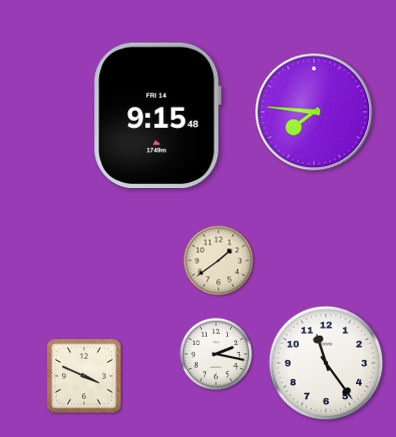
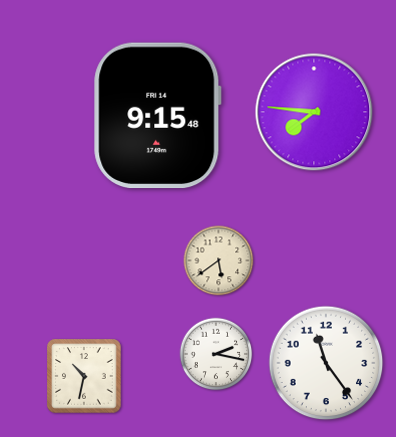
clock at (219, 261): 1:39 -> 5:39
clock at (84, 376): 3:49 -> 10:32
